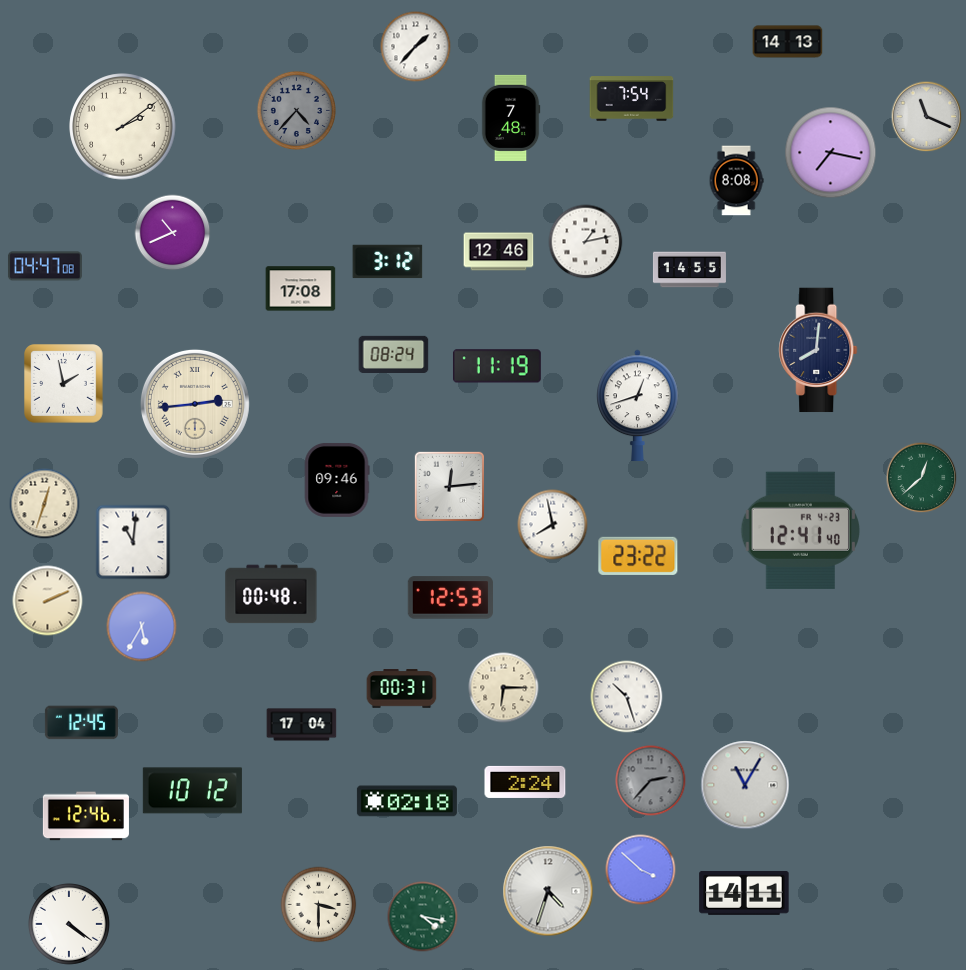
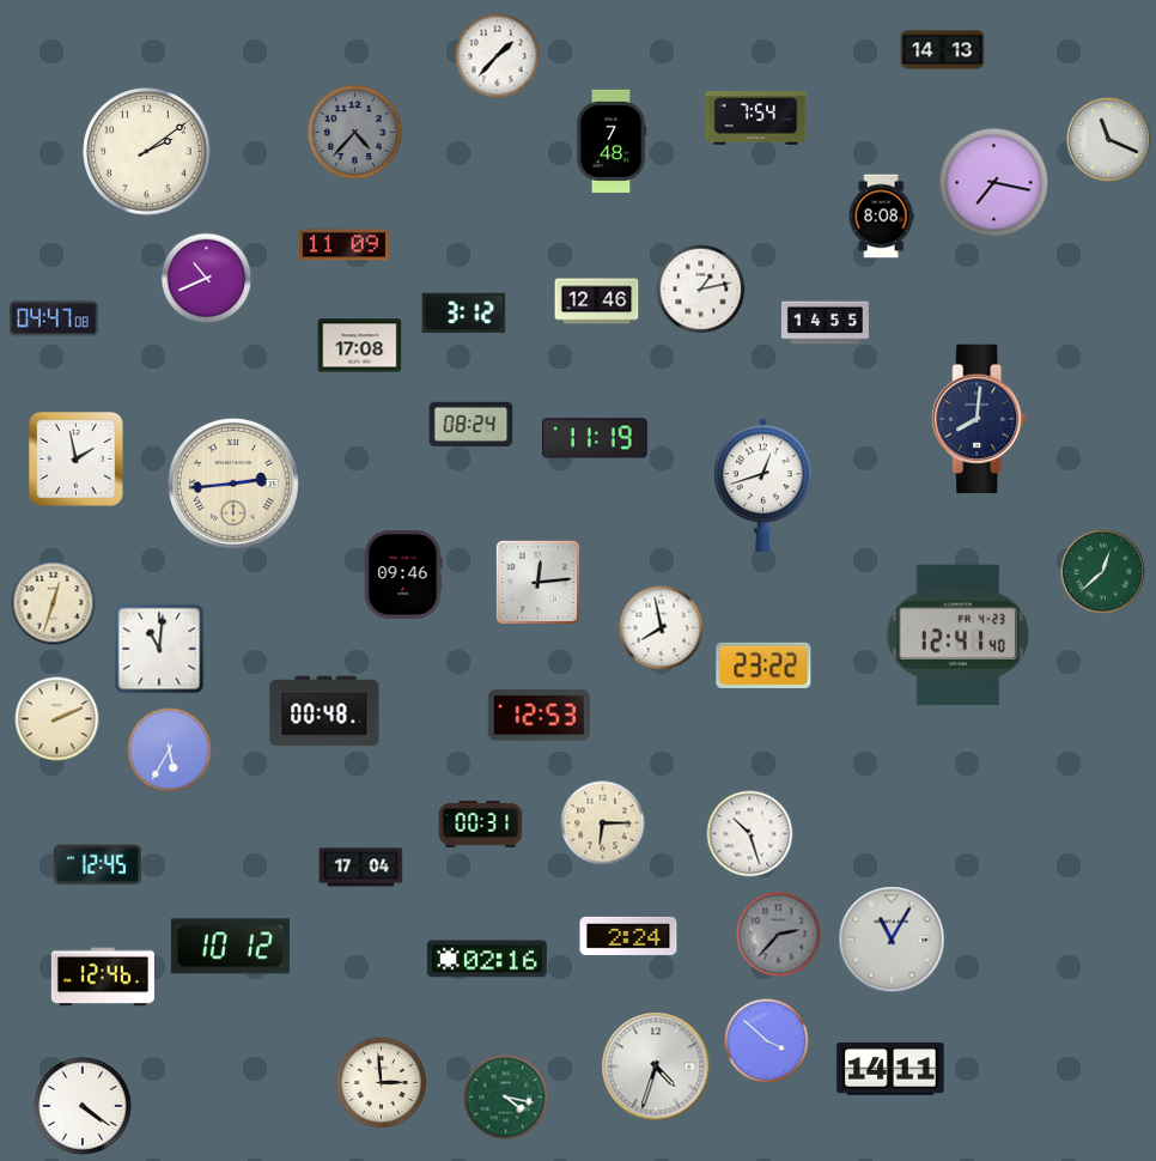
clock at (345, 245): none -> 11:09
clock at (407, 801): 02:18 -> 02:16
clock at (319, 905): 3:30 -> 2:59
